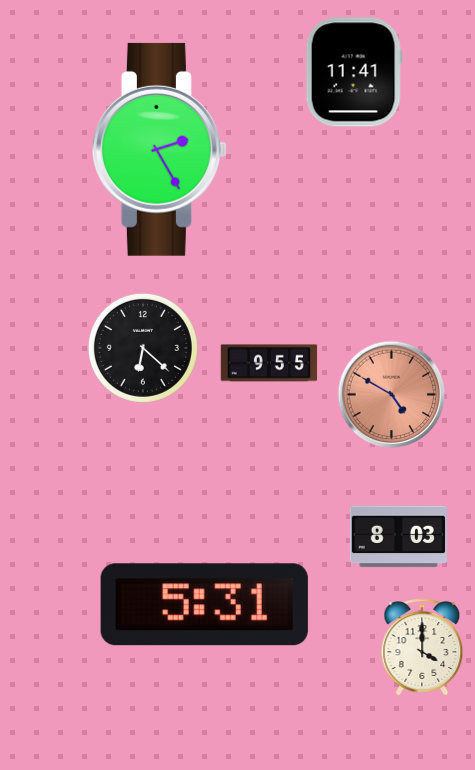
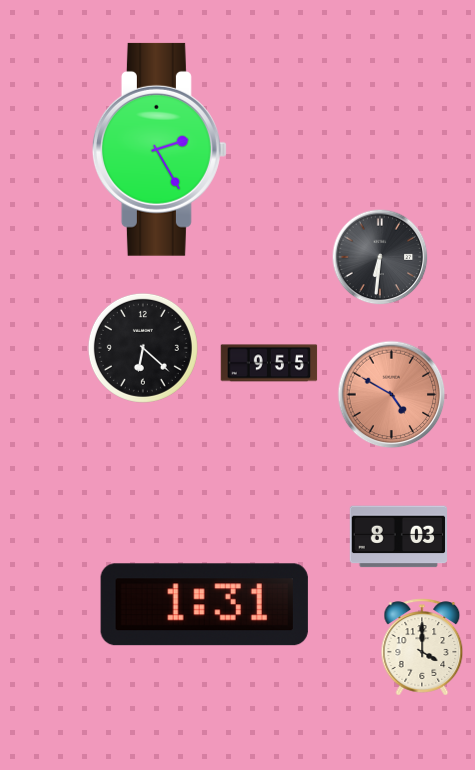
clock at (354, 72): 11:41 -> none
clock at (380, 257): none -> 6:31
clock at (204, 605): 5:31 -> 1:31
